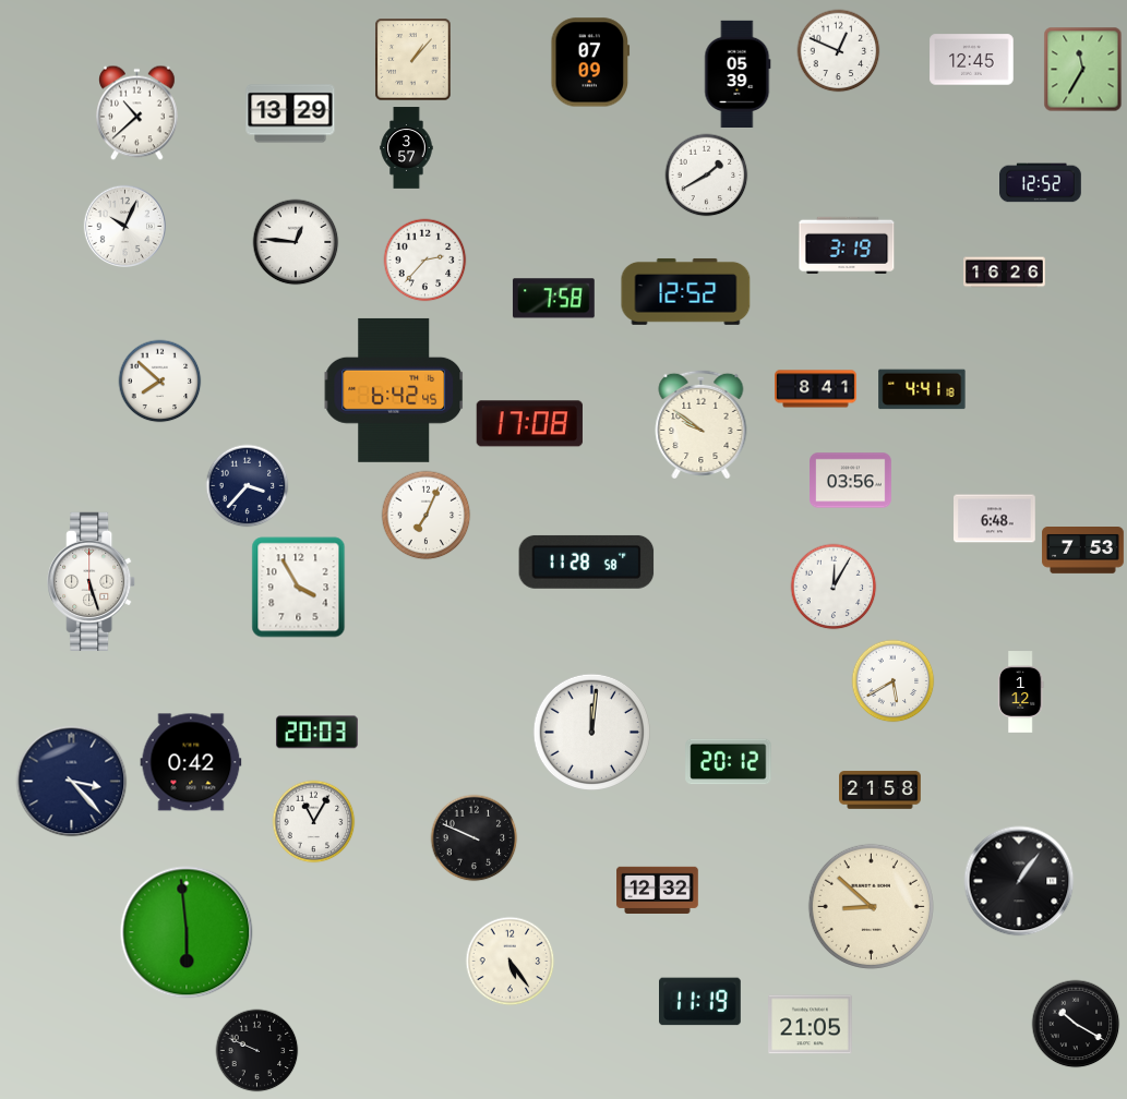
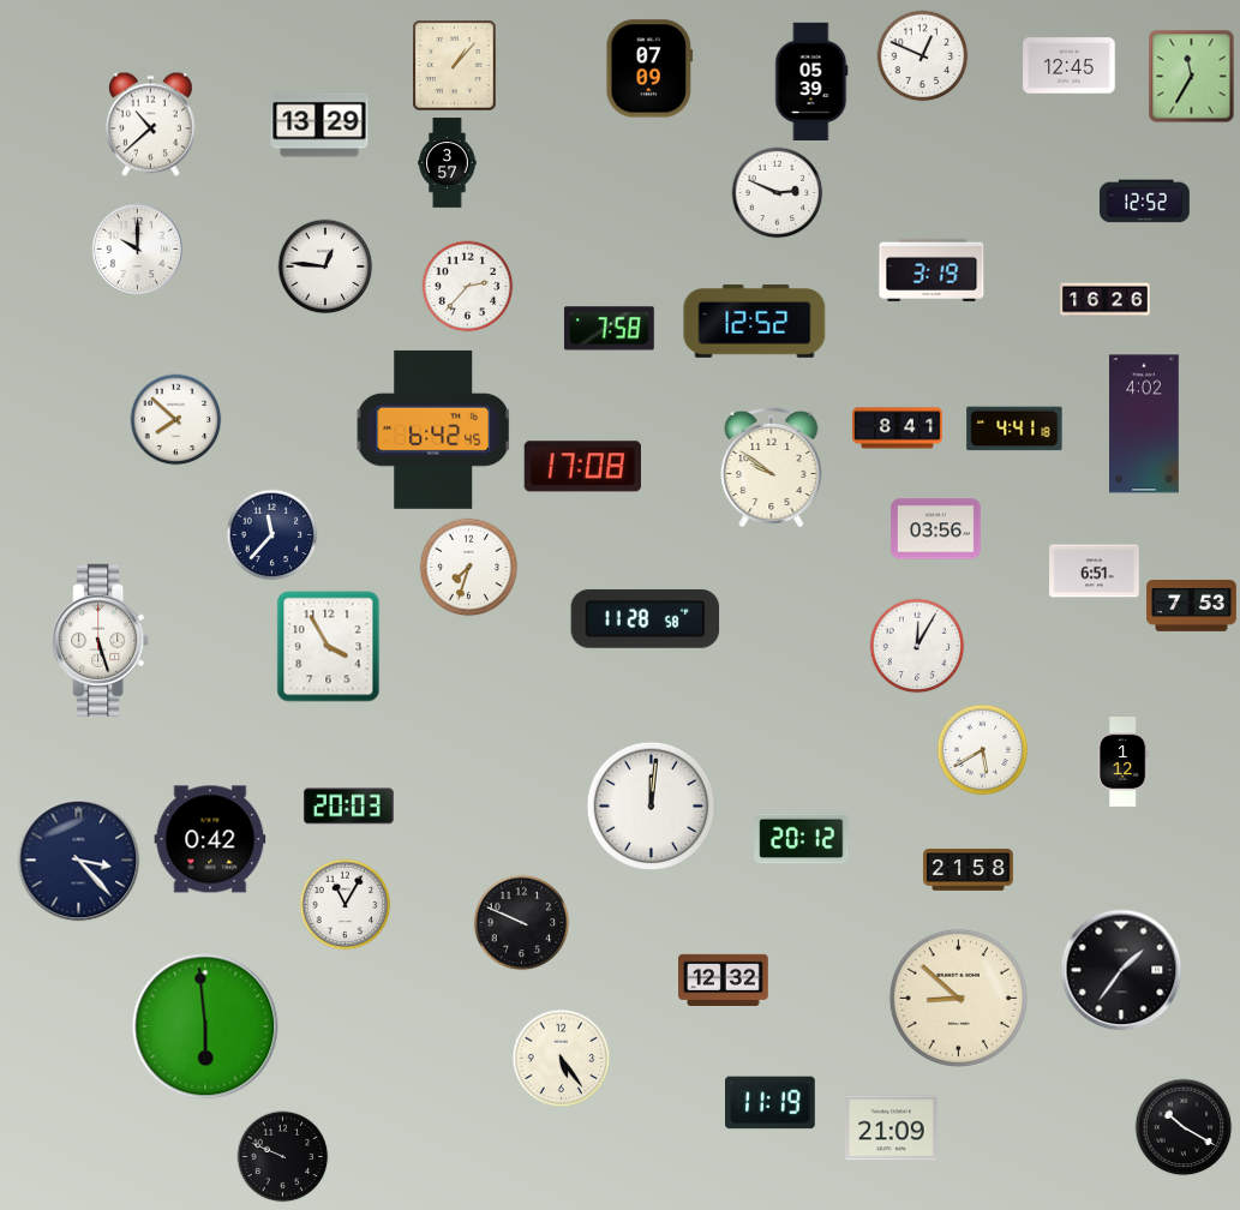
clock at (707, 176): 1:40 -> 2:49
clock at (124, 226): 10:04 -> 10:00
clock at (1145, 424): none -> 4:02
clock at (248, 486): 3:37 -> 11:37
clock at (427, 516): 7:04 -> 7:33
clock at (995, 519): 6:48 -> 6:51
clock at (1019, 881): 1:06 -> 1:36
clock at (811, 1025): 21:05 -> 21:09
